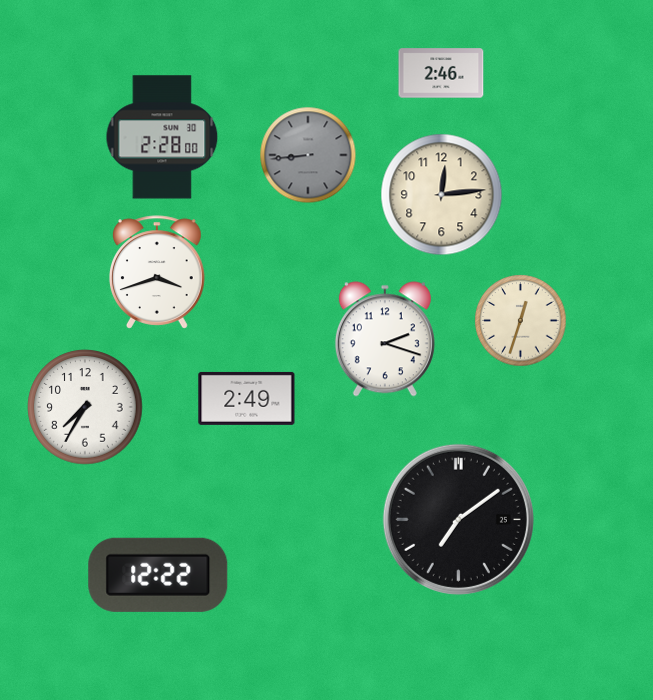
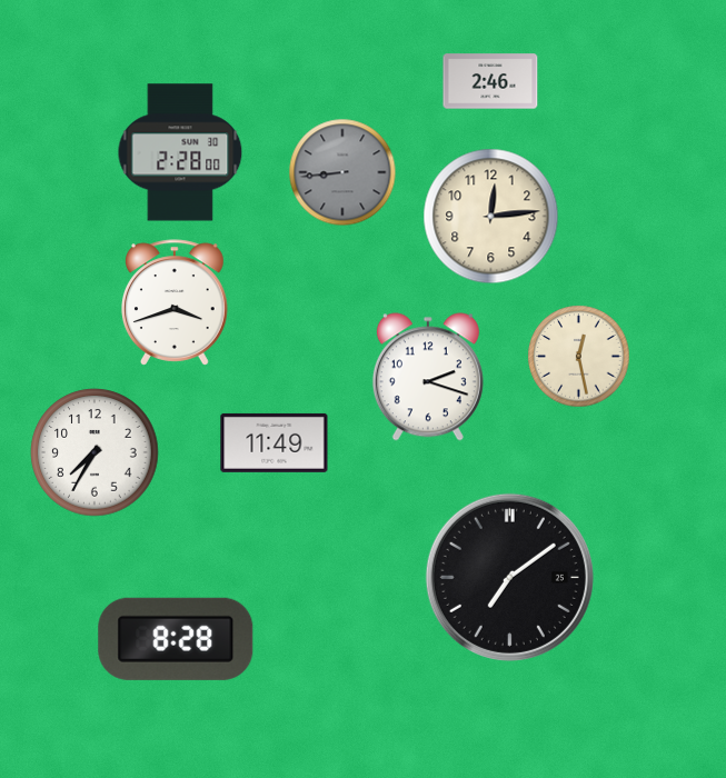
clock at (521, 321): 12:33 -> 12:28
clock at (247, 398): 2:49 -> 11:49
clock at (158, 575): 12:22 -> 8:28
